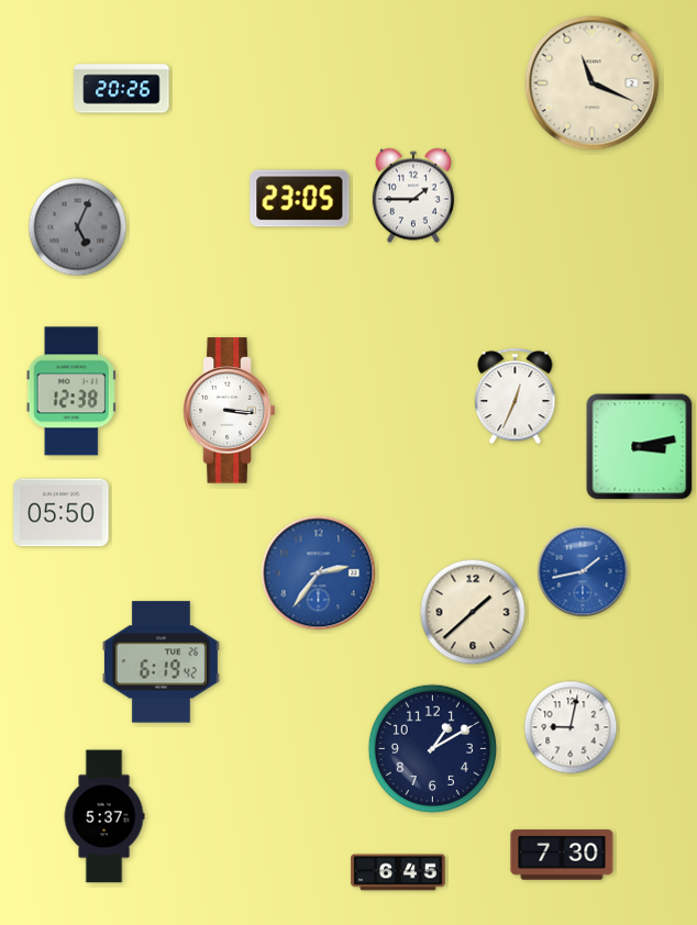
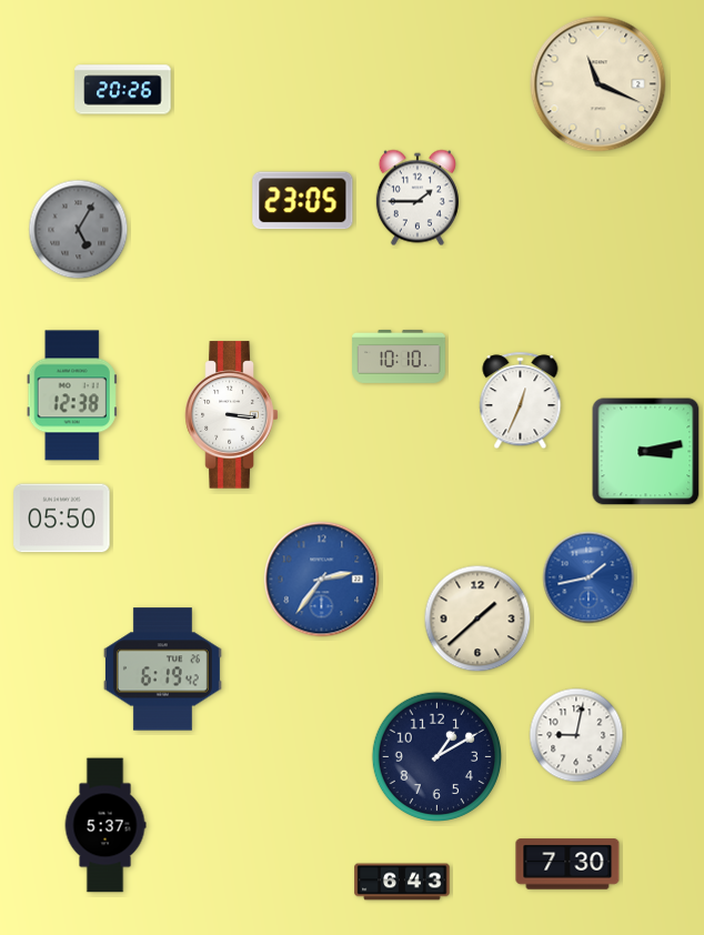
clock at (78, 227): 5:04 -> 5:05
clock at (399, 356): none -> 10:10
clock at (398, 872): 6:45 -> 6:43
